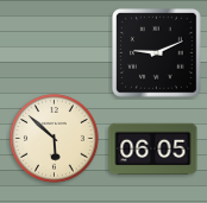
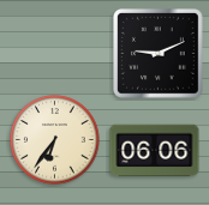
clock at (55, 139): 5:52 -> 6:36
clock at (153, 150): 06:05 -> 06:06
